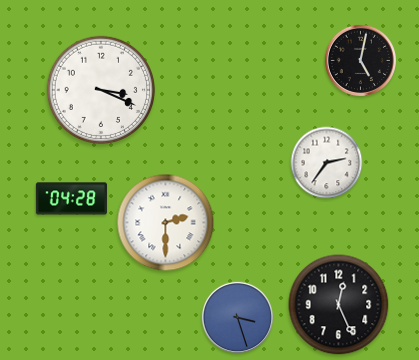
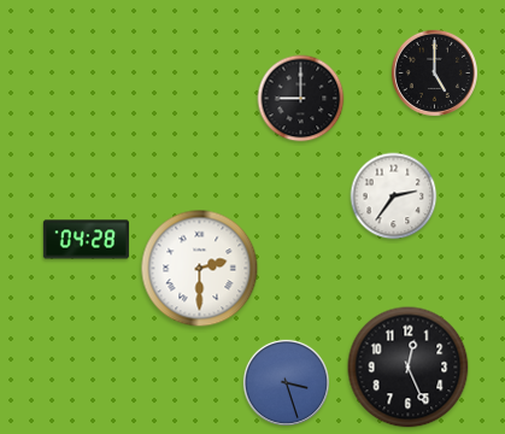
clock at (360, 60): 5:02 -> 5:00
clock at (301, 99): none -> 9:00
clock at (100, 89): 3:19 -> none
